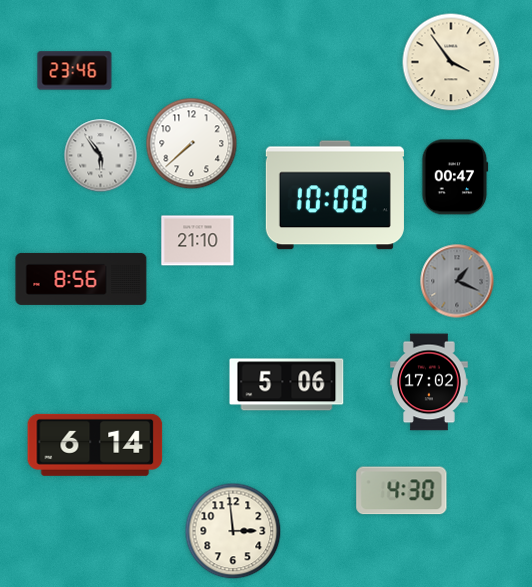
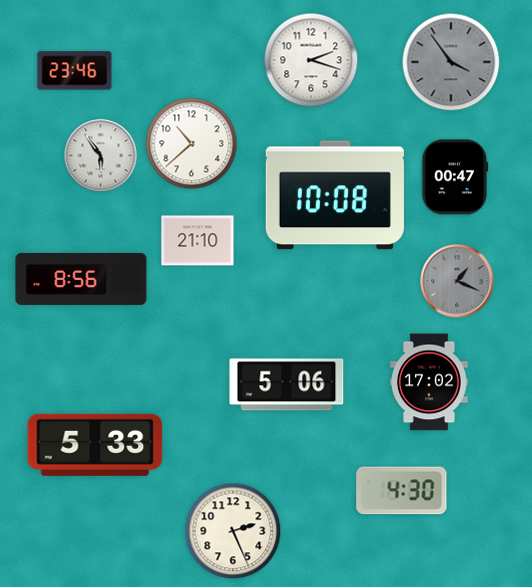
clock at (311, 60): none -> 2:18
clock at (451, 62) dial: cream -> grey
clock at (192, 144): 7:38 -> 10:38
clock at (95, 445): 6:14 -> 5:33
clock at (233, 531): 2:59 -> 2:26
